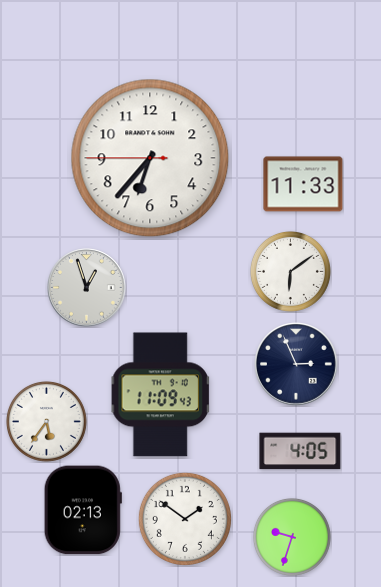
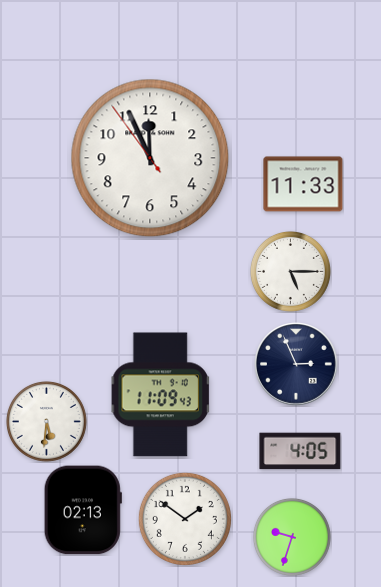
clock at (150, 158): 6:36 -> 11:55
clock at (290, 271): 6:09 -> 5:15
clock at (87, 288): 12:57 -> none
clock at (46, 421): 5:36 -> 5:31
